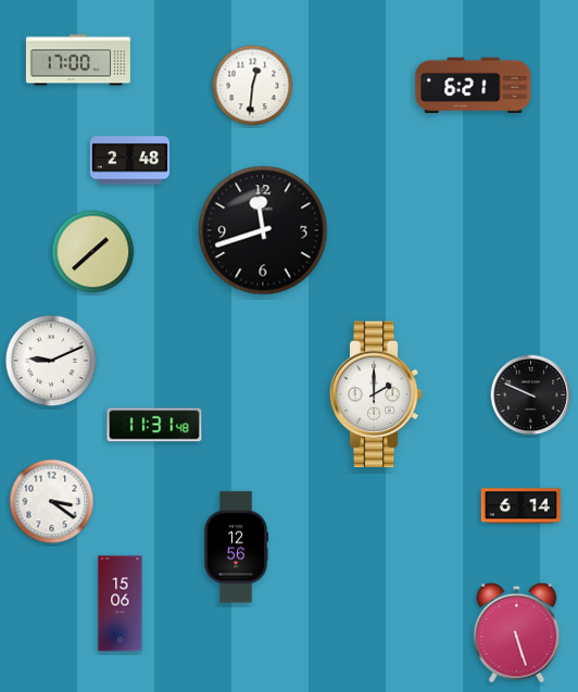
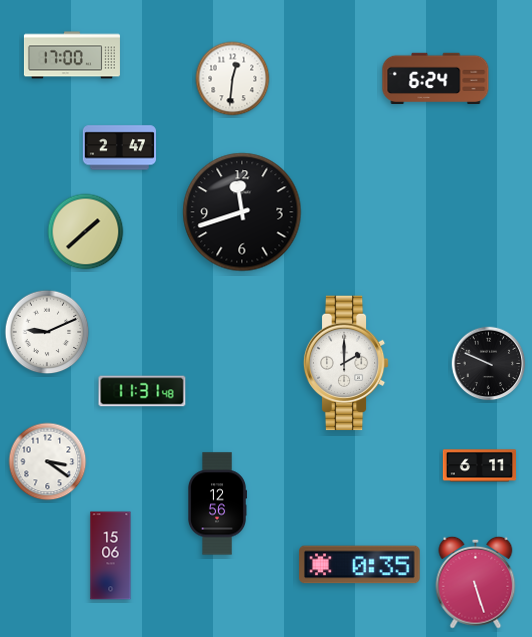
clock at (474, 85): 6:21 -> 6:24
clock at (129, 161): 2:48 -> 2:47
clock at (520, 506): 6:14 -> 6:11
clock at (360, 565): none -> 0:35
